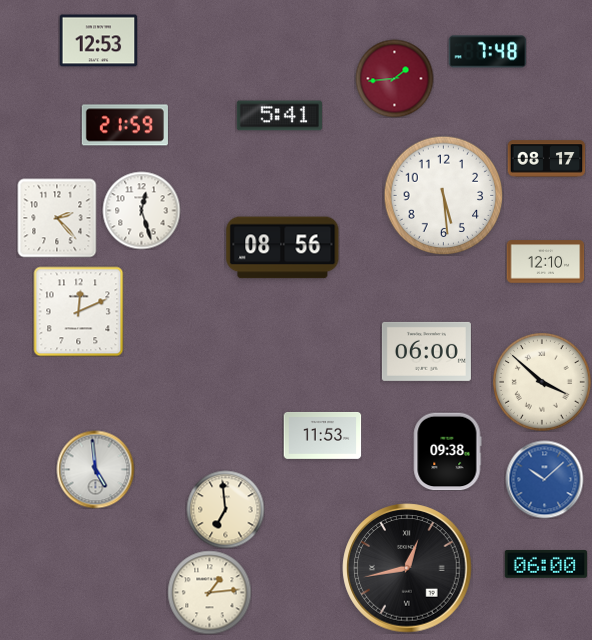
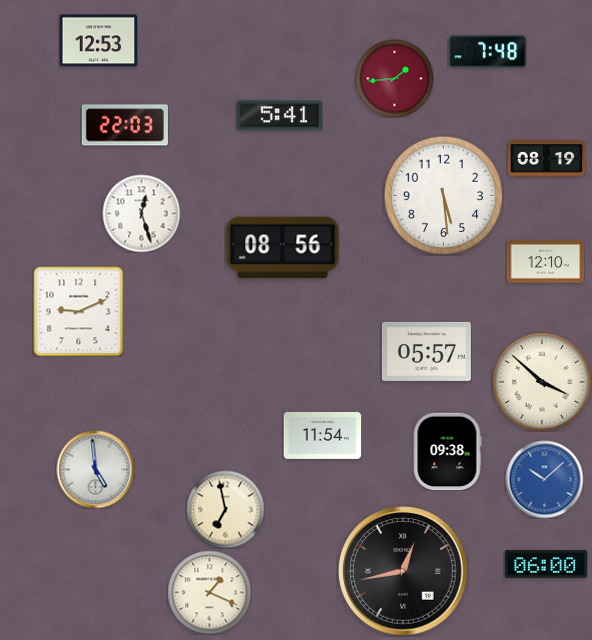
clock at (125, 125): 21:59 -> 22:03
clock at (546, 159): 08:17 -> 08:19
clock at (141, 210) position: (141, 210) -> (141, 213)
clock at (57, 218): 2:23 -> none
clock at (78, 311): 12:11 -> 9:11
clock at (426, 351): 06:00 -> 05:57
clock at (322, 435): 11:53 -> 11:54
clock at (225, 509): 6:59 -> 6:58
clock at (407, 568) position: (407, 568) -> (403, 571)
clock at (209, 592): 1:14 -> 1:19
